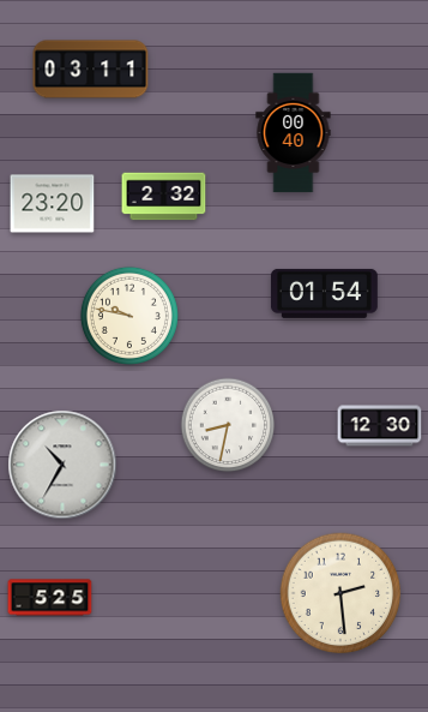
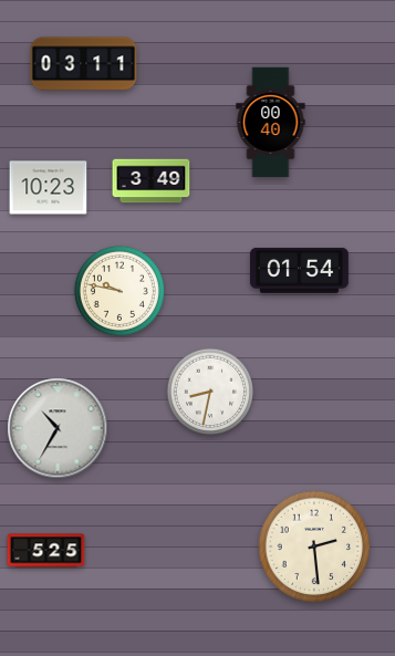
clock at (164, 197): 2:32 -> 3:49
clock at (53, 204): 23:20 -> 10:23
clock at (380, 426): 12:30 -> none
